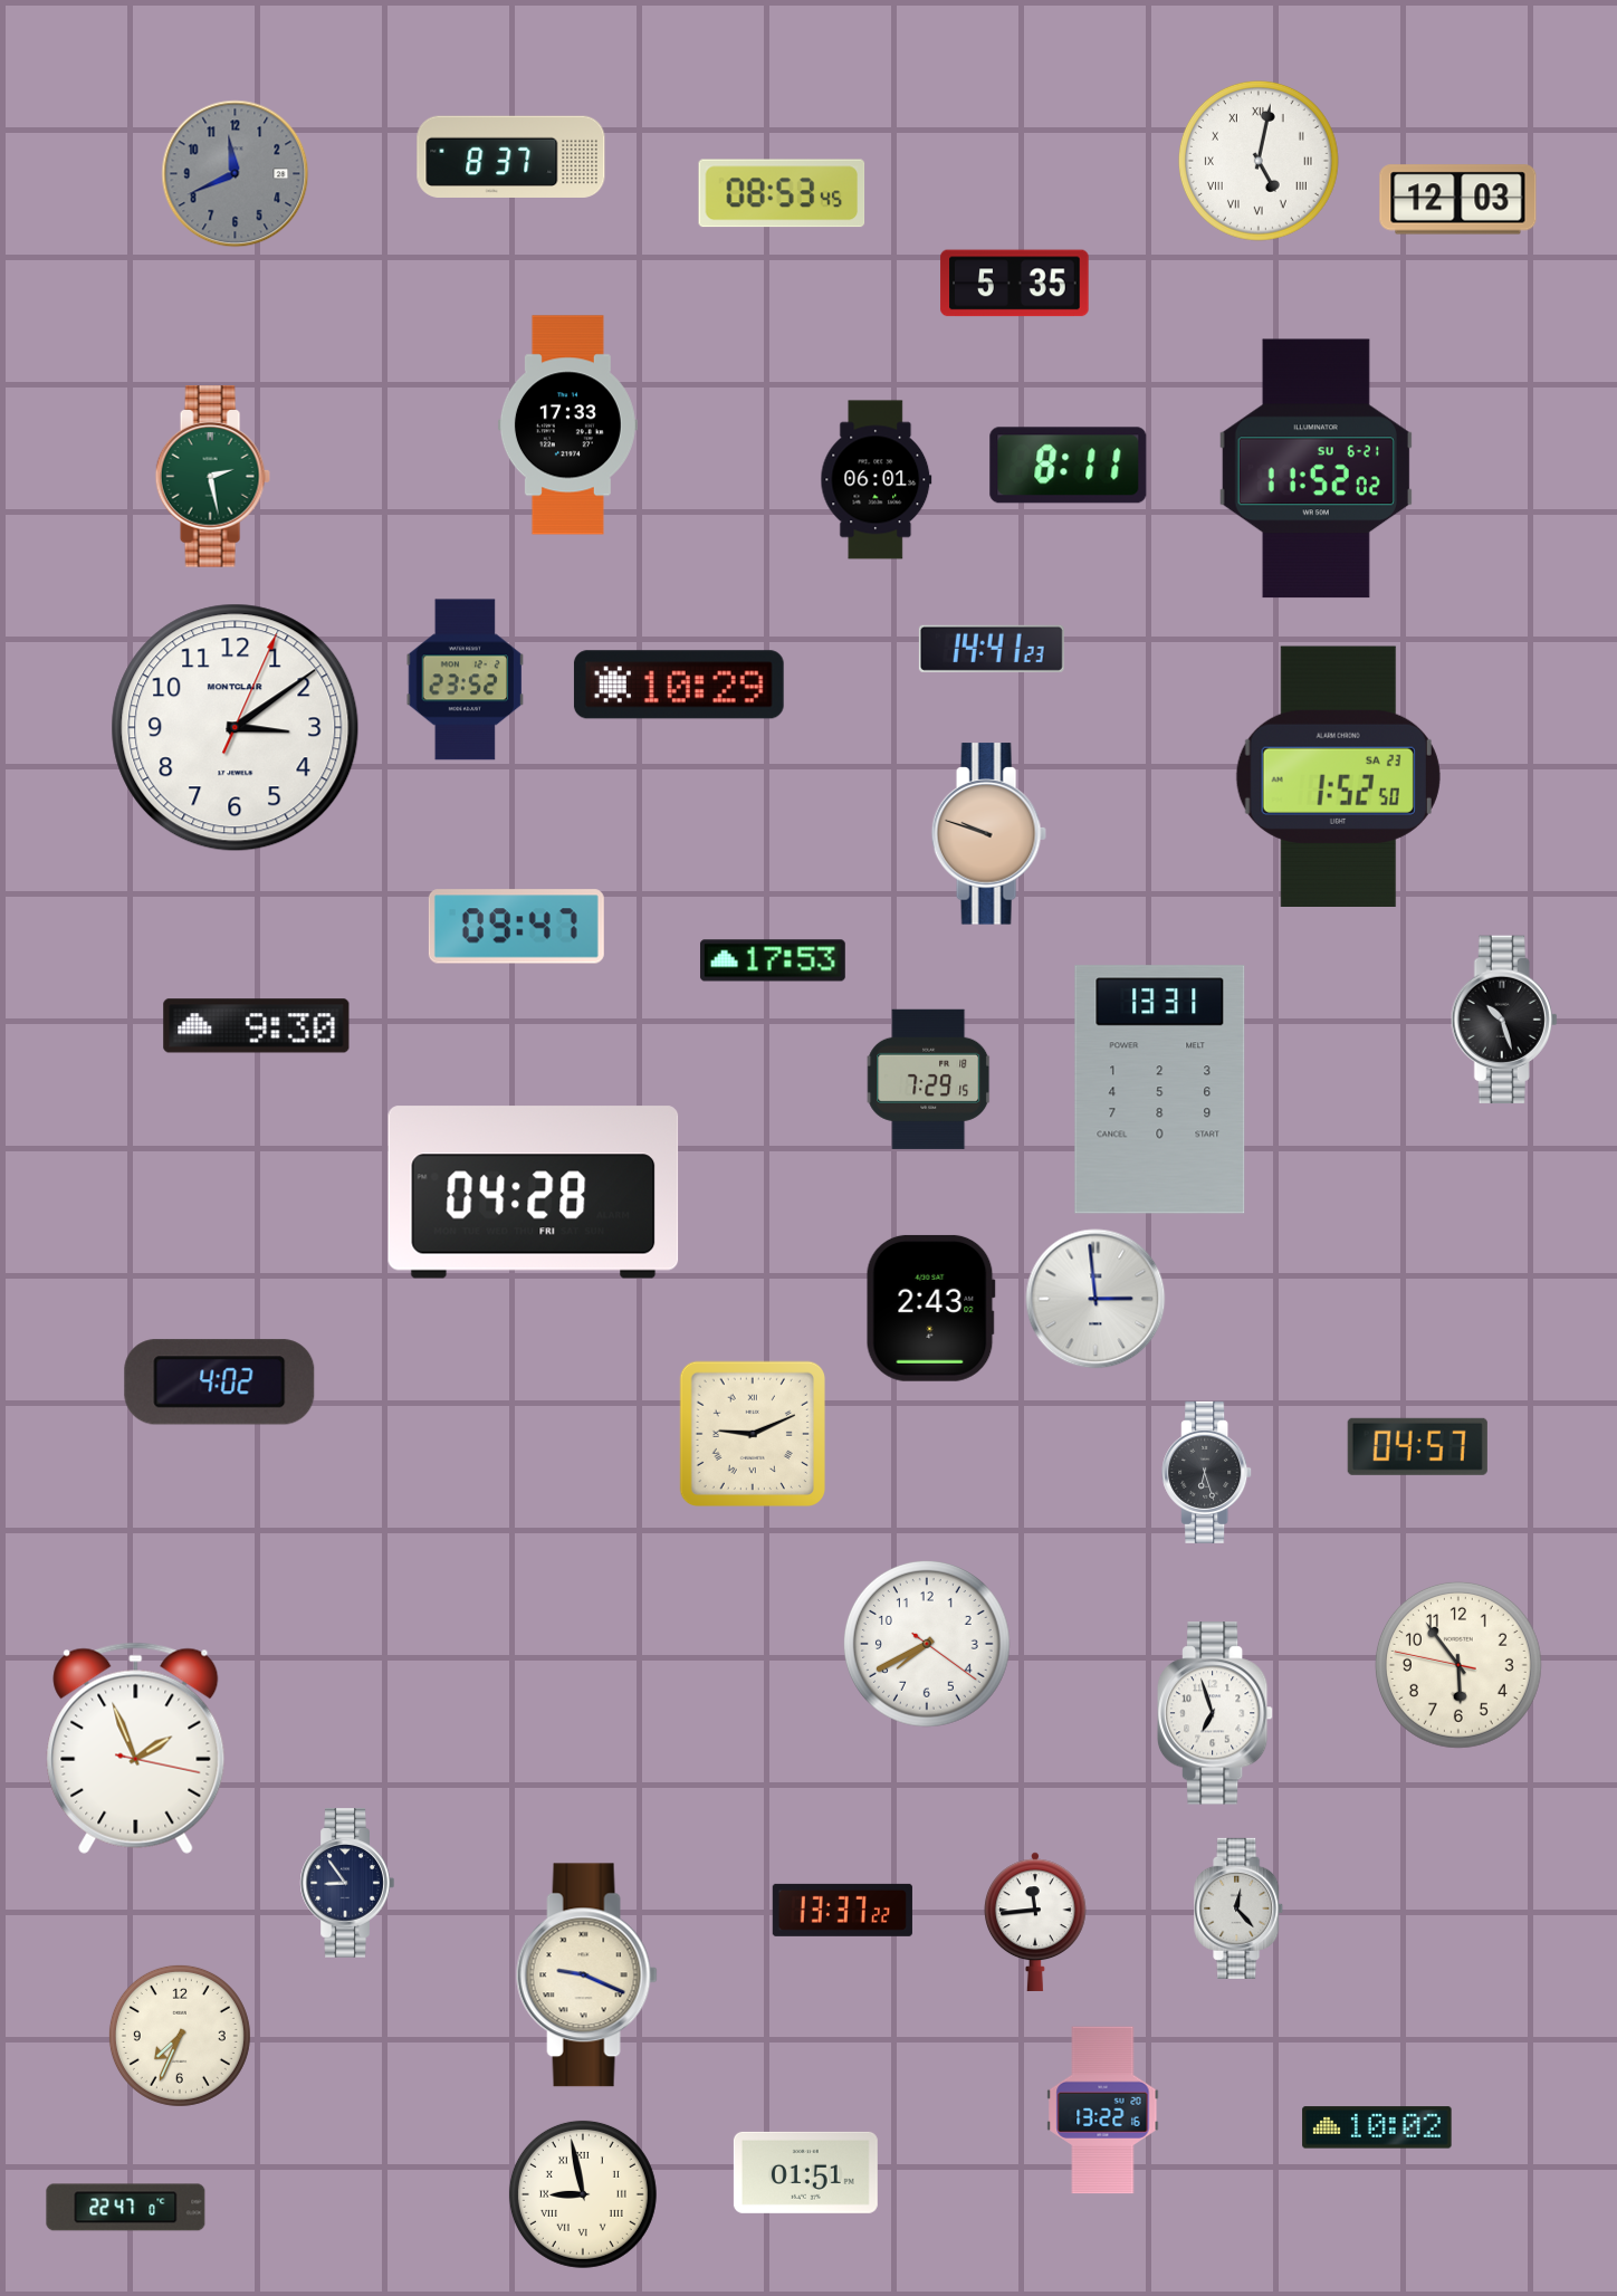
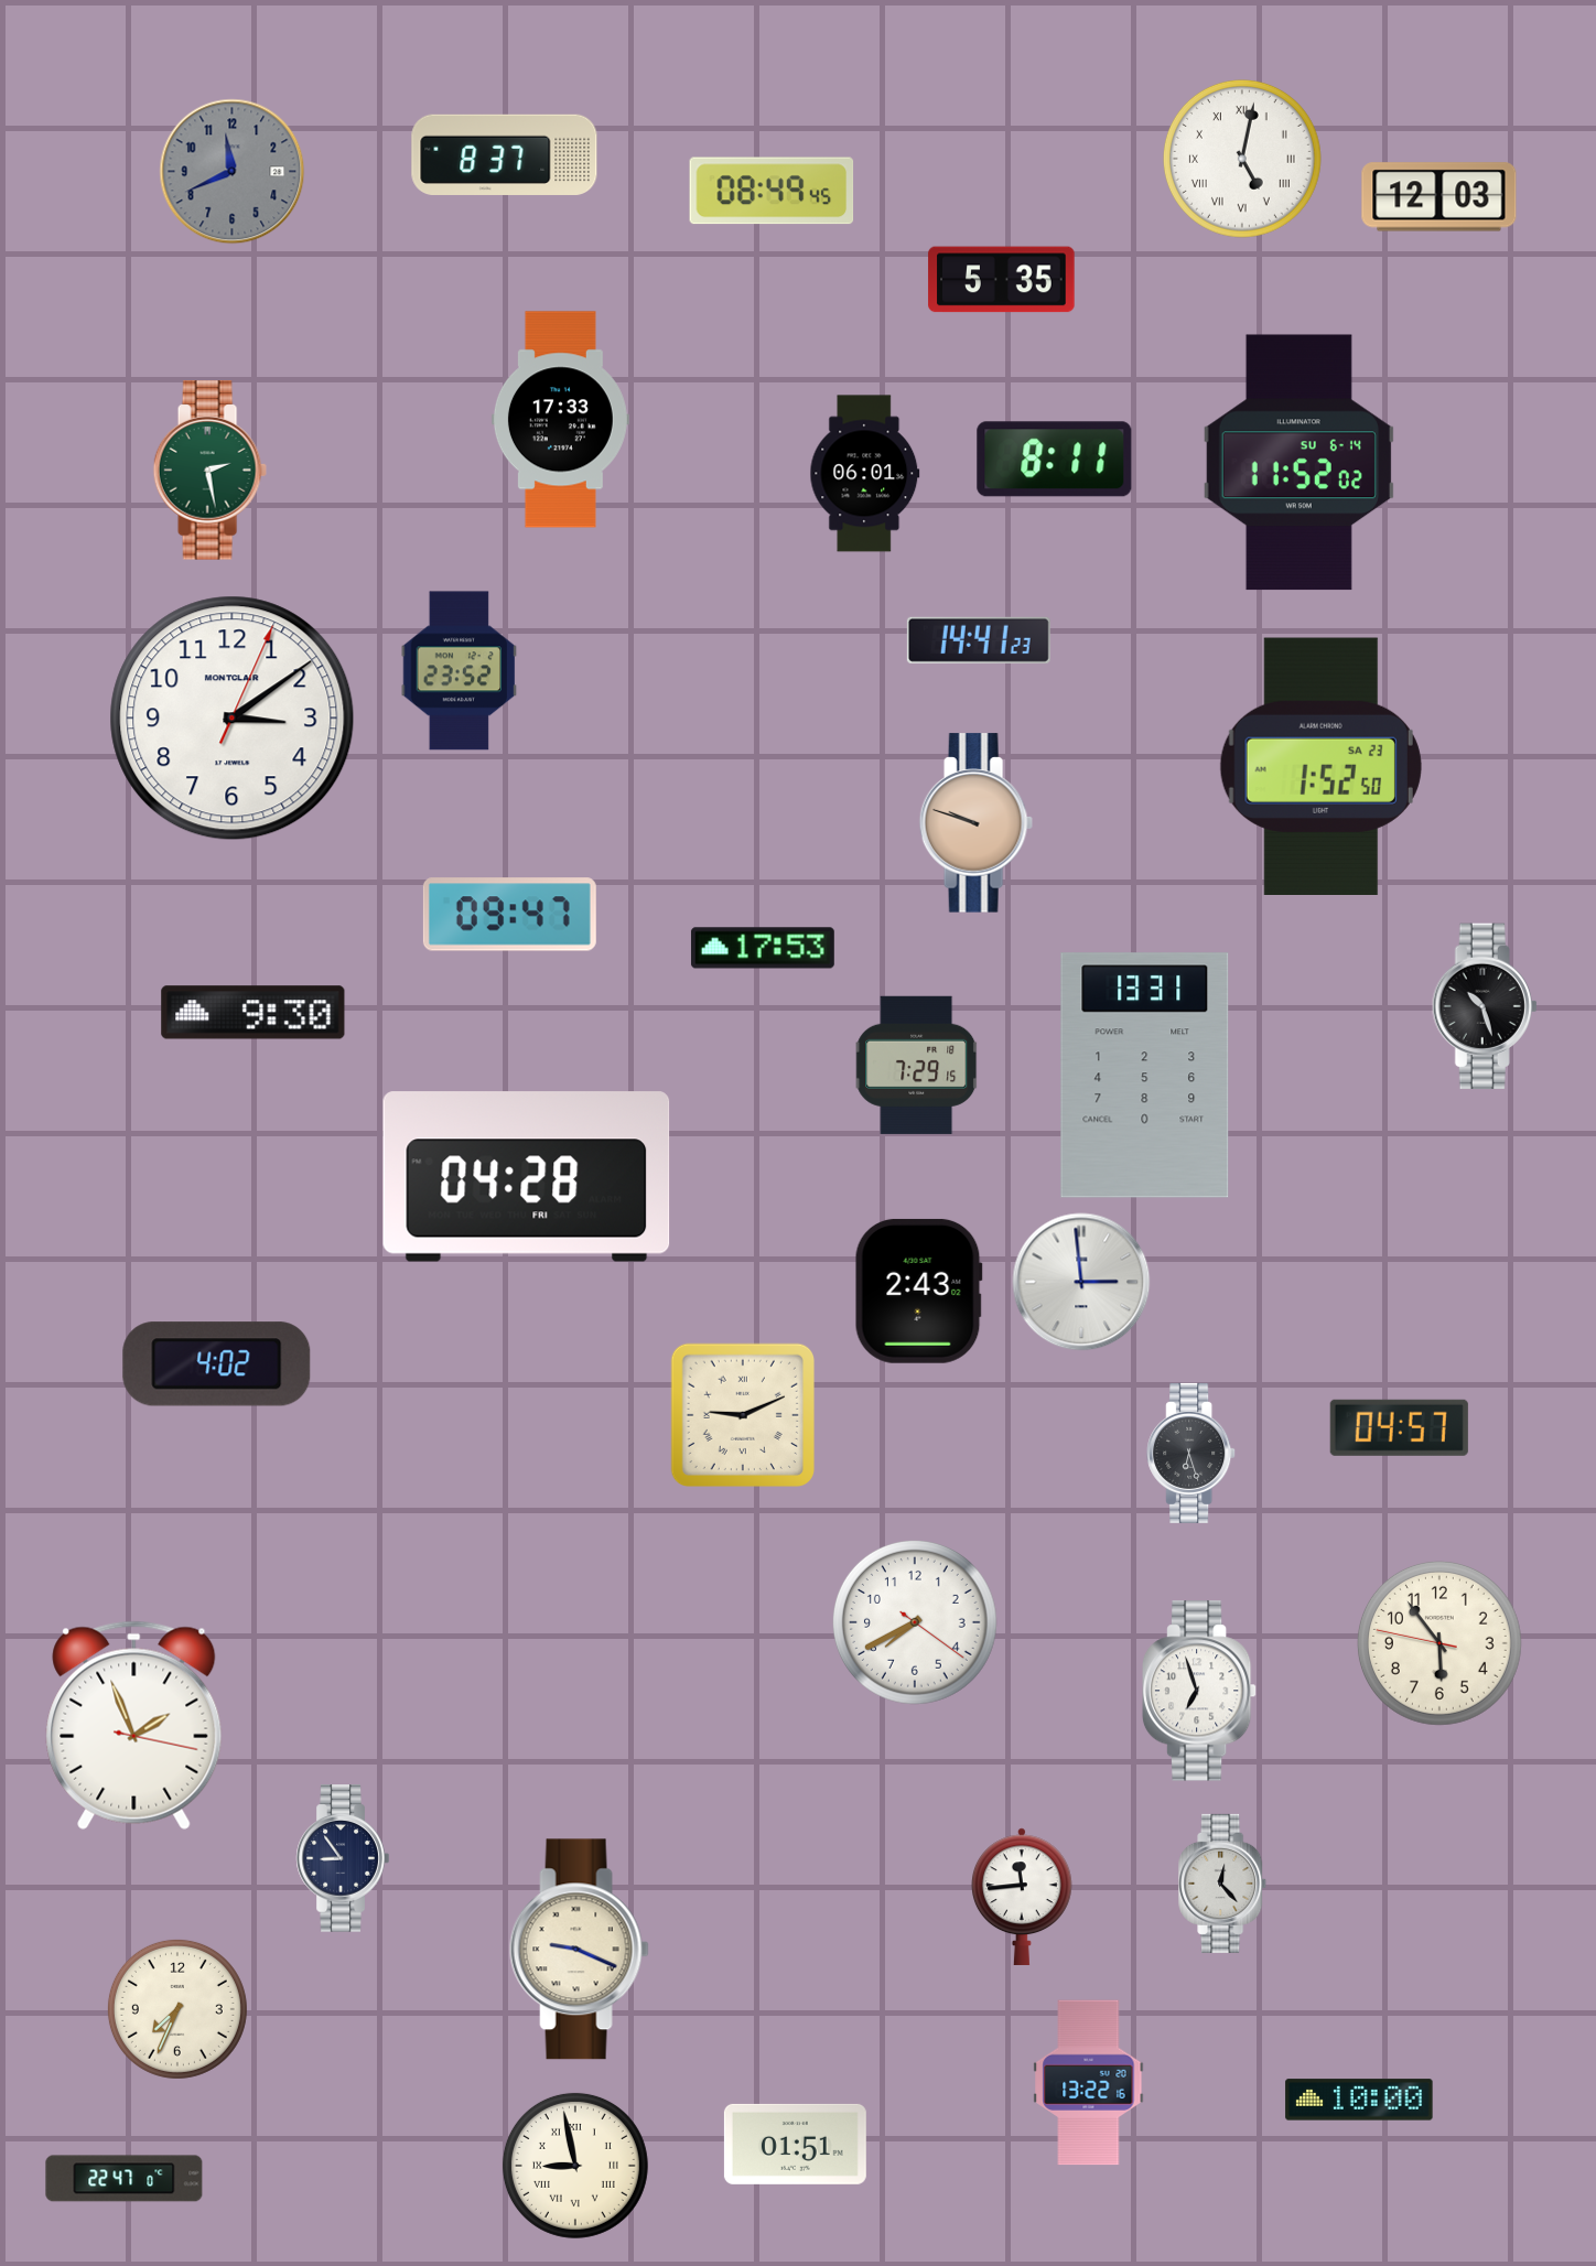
clock at (782, 193): 08:53 -> 08:49
clock at (1315, 469) date: SU 6-21 -> SU 6-14
clock at (679, 685): 10:29 -> none
clock at (842, 1910): 13:37 -> none
clock at (1377, 2127): 10:02 -> 10:00
